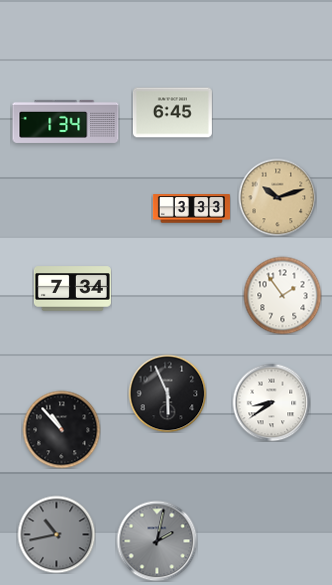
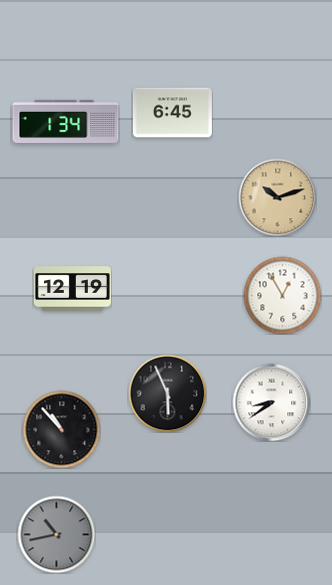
clock at (191, 209): 3:33 -> none
clock at (72, 289): 7:34 -> 12:19
clock at (282, 295): 1:54 -> 12:55
clock at (157, 541): 2:02 -> none
